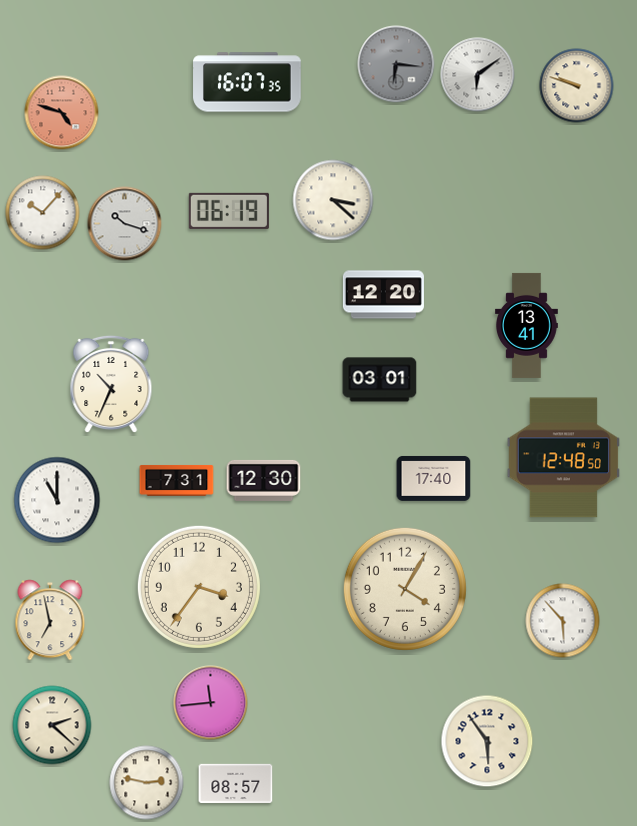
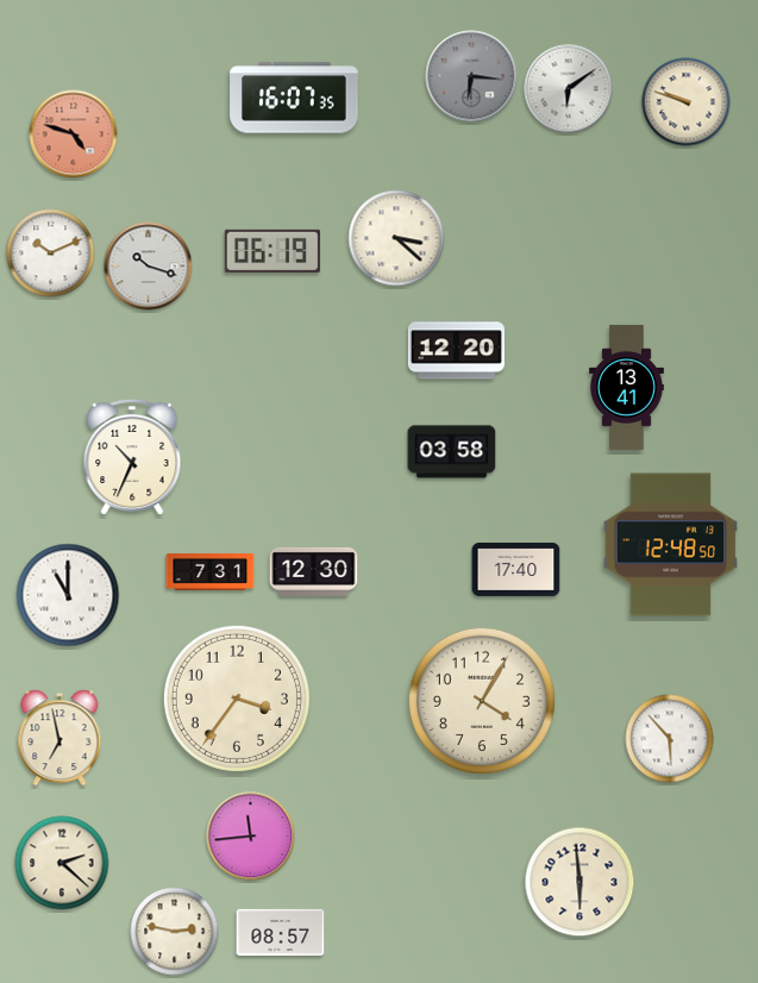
clock at (43, 213): 10:07 -> 10:11
clock at (380, 380): 03:01 -> 03:58
clock at (487, 741): 5:54 -> 5:59
